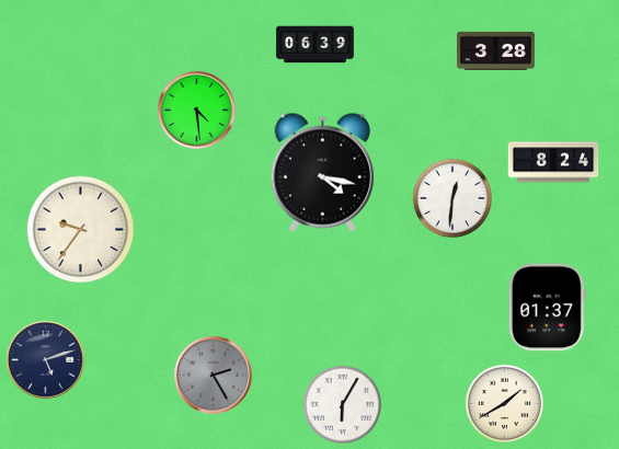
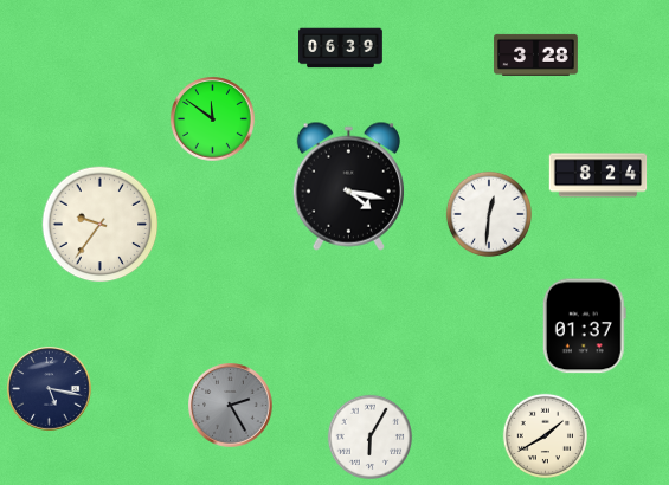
clock at (197, 111): 4:29 -> 11:51
clock at (81, 230) position: (81, 230) -> (101, 225)
clock at (547, 308) position: (547, 308) -> (584, 326)
clock at (46, 360): 5:12 -> 5:17
